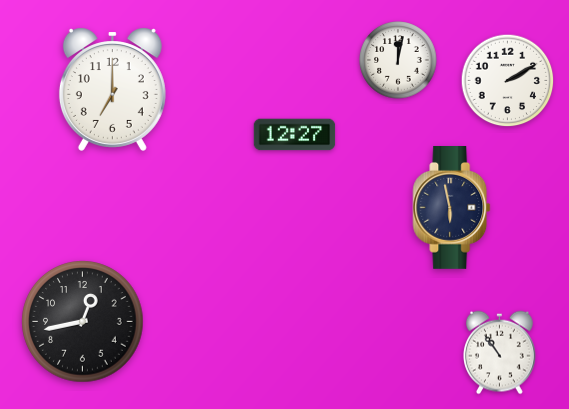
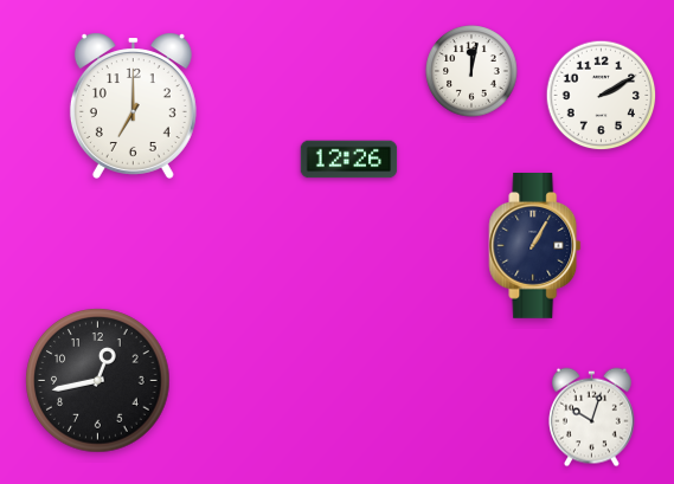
clock at (295, 135): 12:27 -> 12:26
clock at (452, 208): 5:58 -> 1:05
clock at (500, 353): 10:54 -> 10:03
